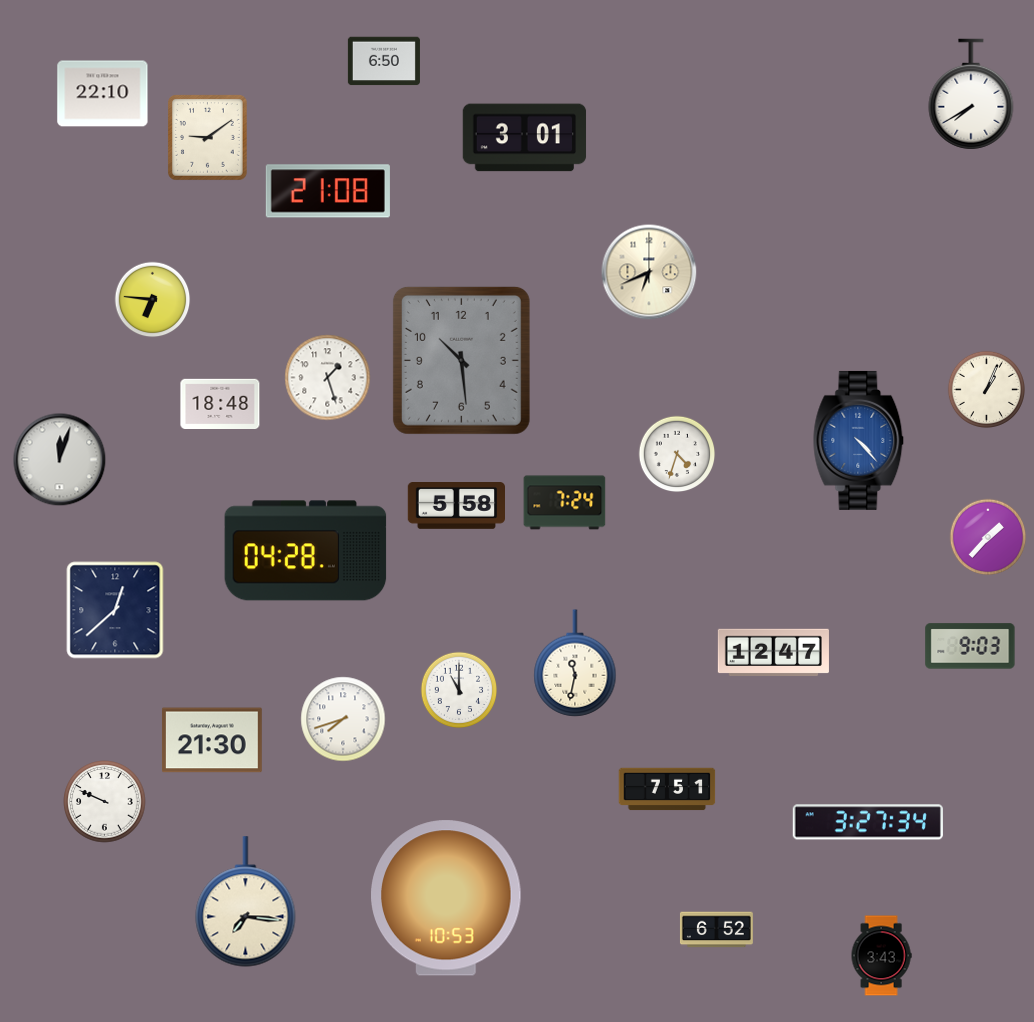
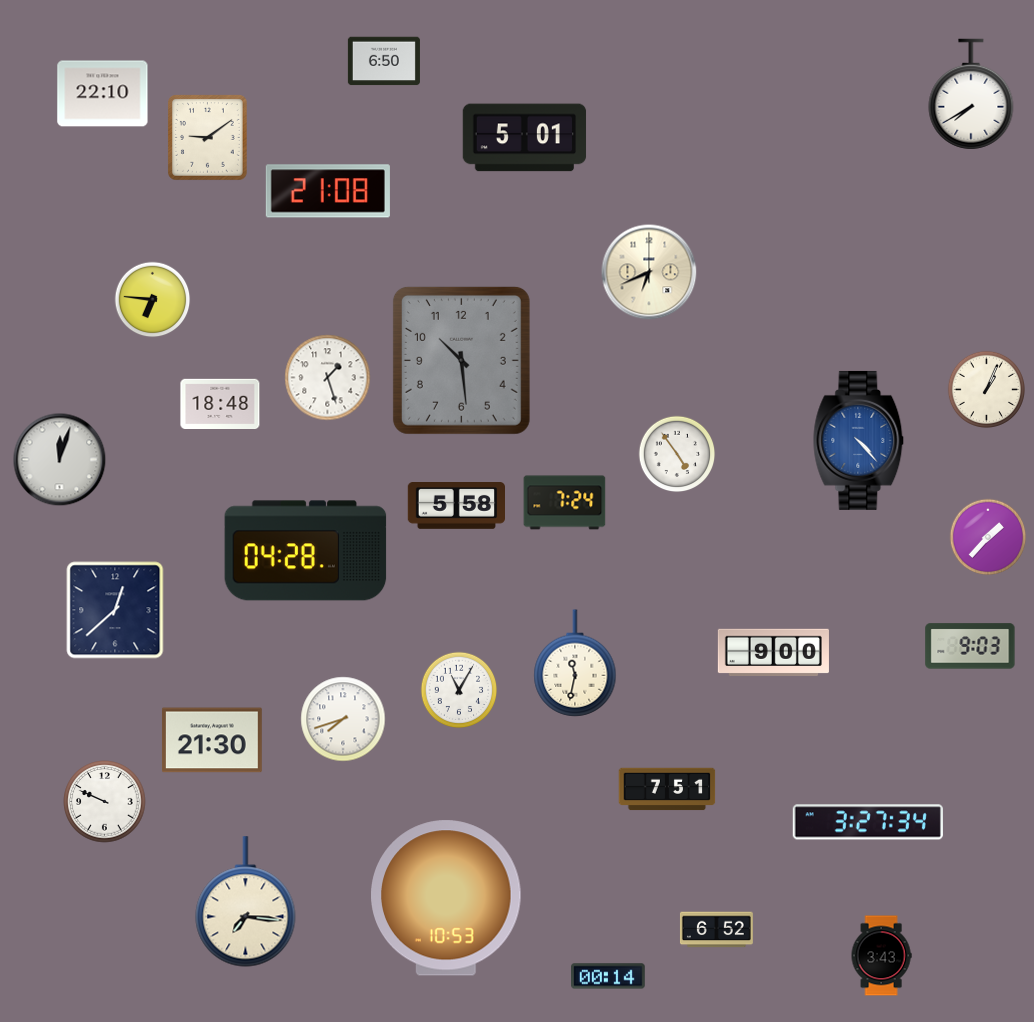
clock at (525, 138): 3:01 -> 5:01
clock at (677, 454): 4:33 -> 4:54
clock at (773, 652): 12:47 -> 9:00
clock at (459, 690): 11:00 -> 11:05
clock at (609, 976): none -> 00:14
